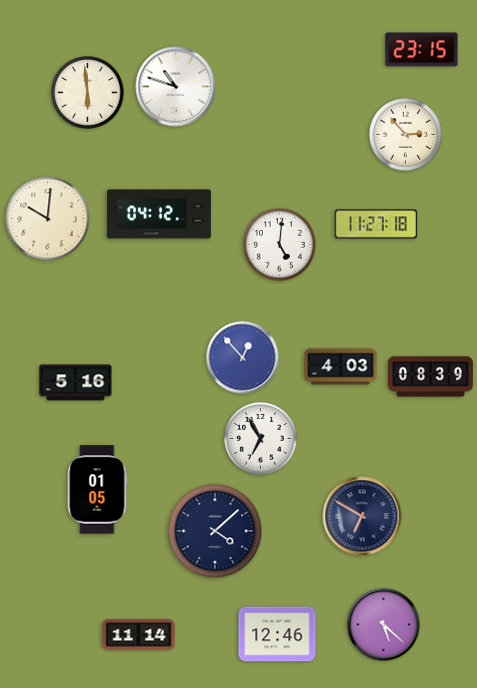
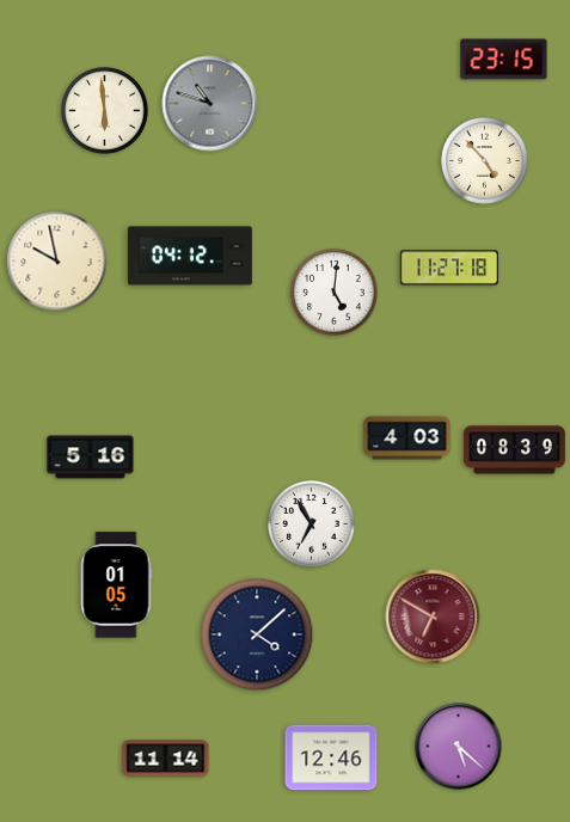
clock at (176, 87) dial: white -> grey
clock at (406, 135): 2:53 -> 4:53
clock at (48, 219): 10:01 -> 9:58
clock at (243, 358): 12:53 -> none
clock at (362, 516) dial: navy -> burgundy
